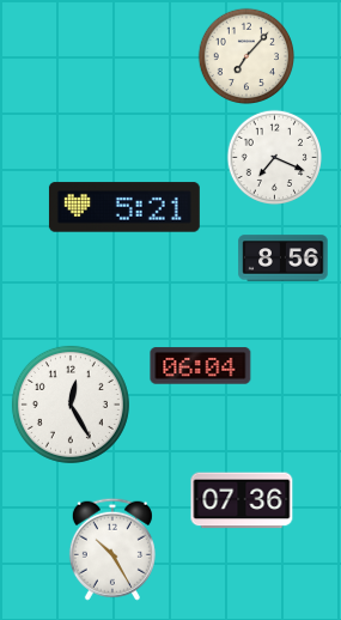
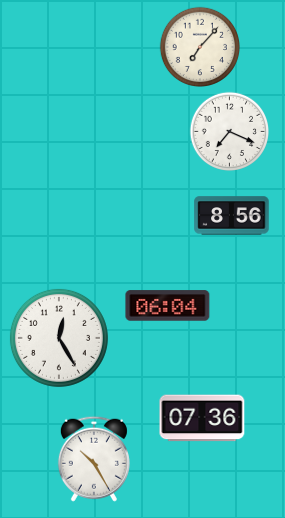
clock at (245, 55) position: (245, 55) -> (199, 46)
clock at (124, 207): 5:21 -> none
clock at (284, 259) position: (284, 259) -> (232, 216)
